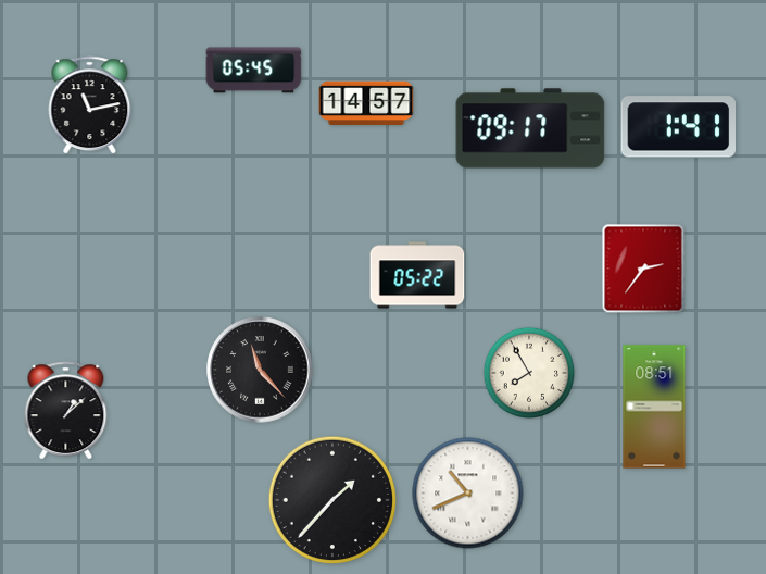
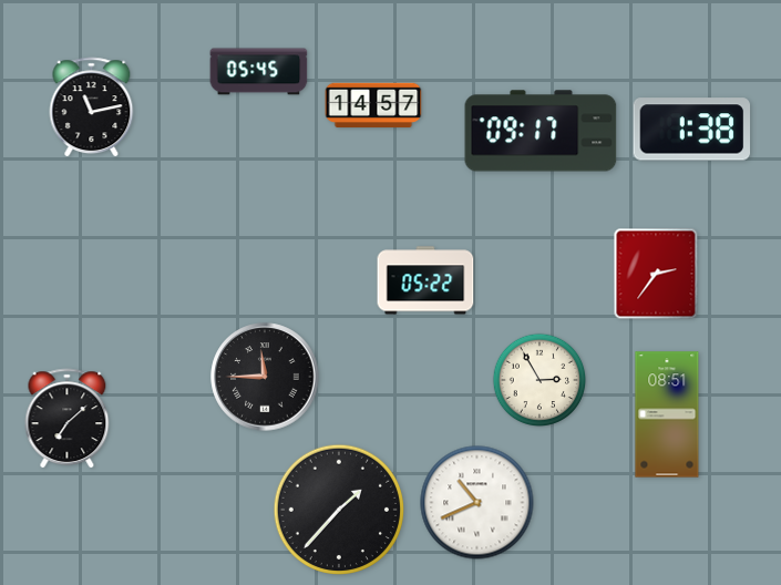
clock at (679, 127): 1:41 -> 1:38
clock at (260, 370): 11:23 -> 11:45
clock at (529, 373): 7:55 -> 2:55
clock at (66, 411): 1:08 -> 7:08
